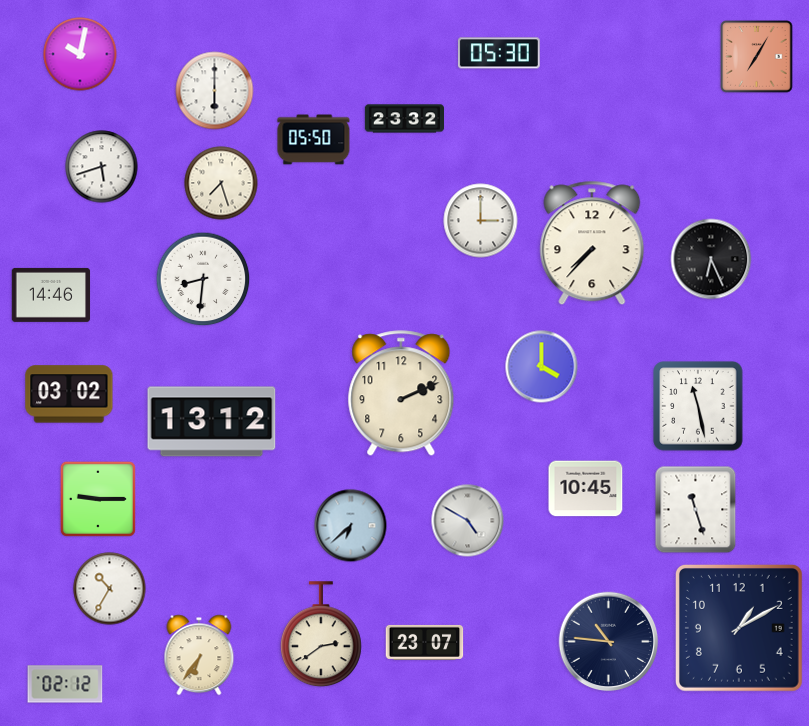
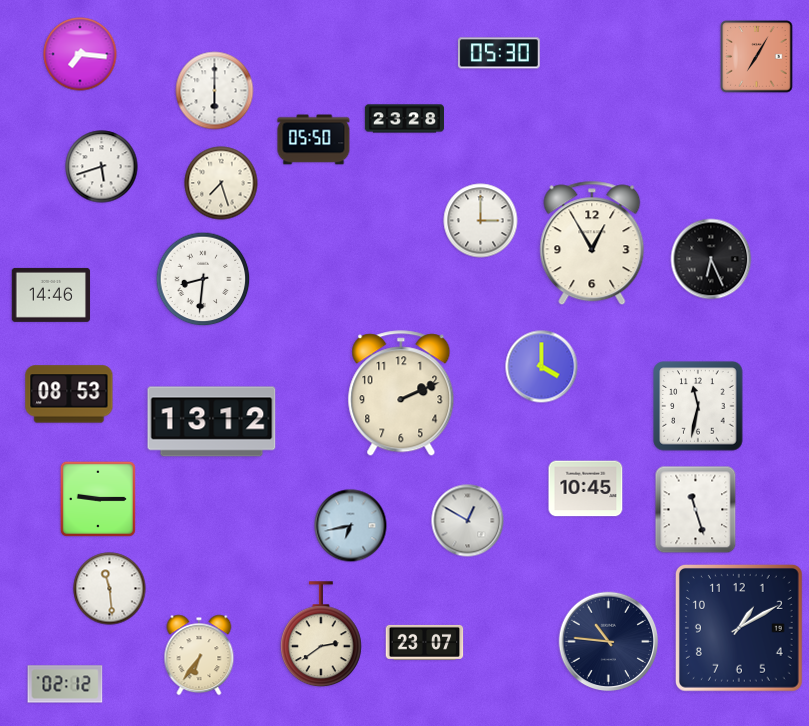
clock at (80, 54): 10:02 -> 7:16
clock at (404, 119): 23:32 -> 23:28
clock at (592, 243): 7:37 -> 12:55
clock at (69, 394): 03:02 -> 08:53
clock at (698, 406): 11:28 -> 11:32
clock at (468, 521): 4:50 -> 12:50
clock at (351, 526): 6:38 -> 6:43
clock at (110, 589): 10:35 -> 11:29
